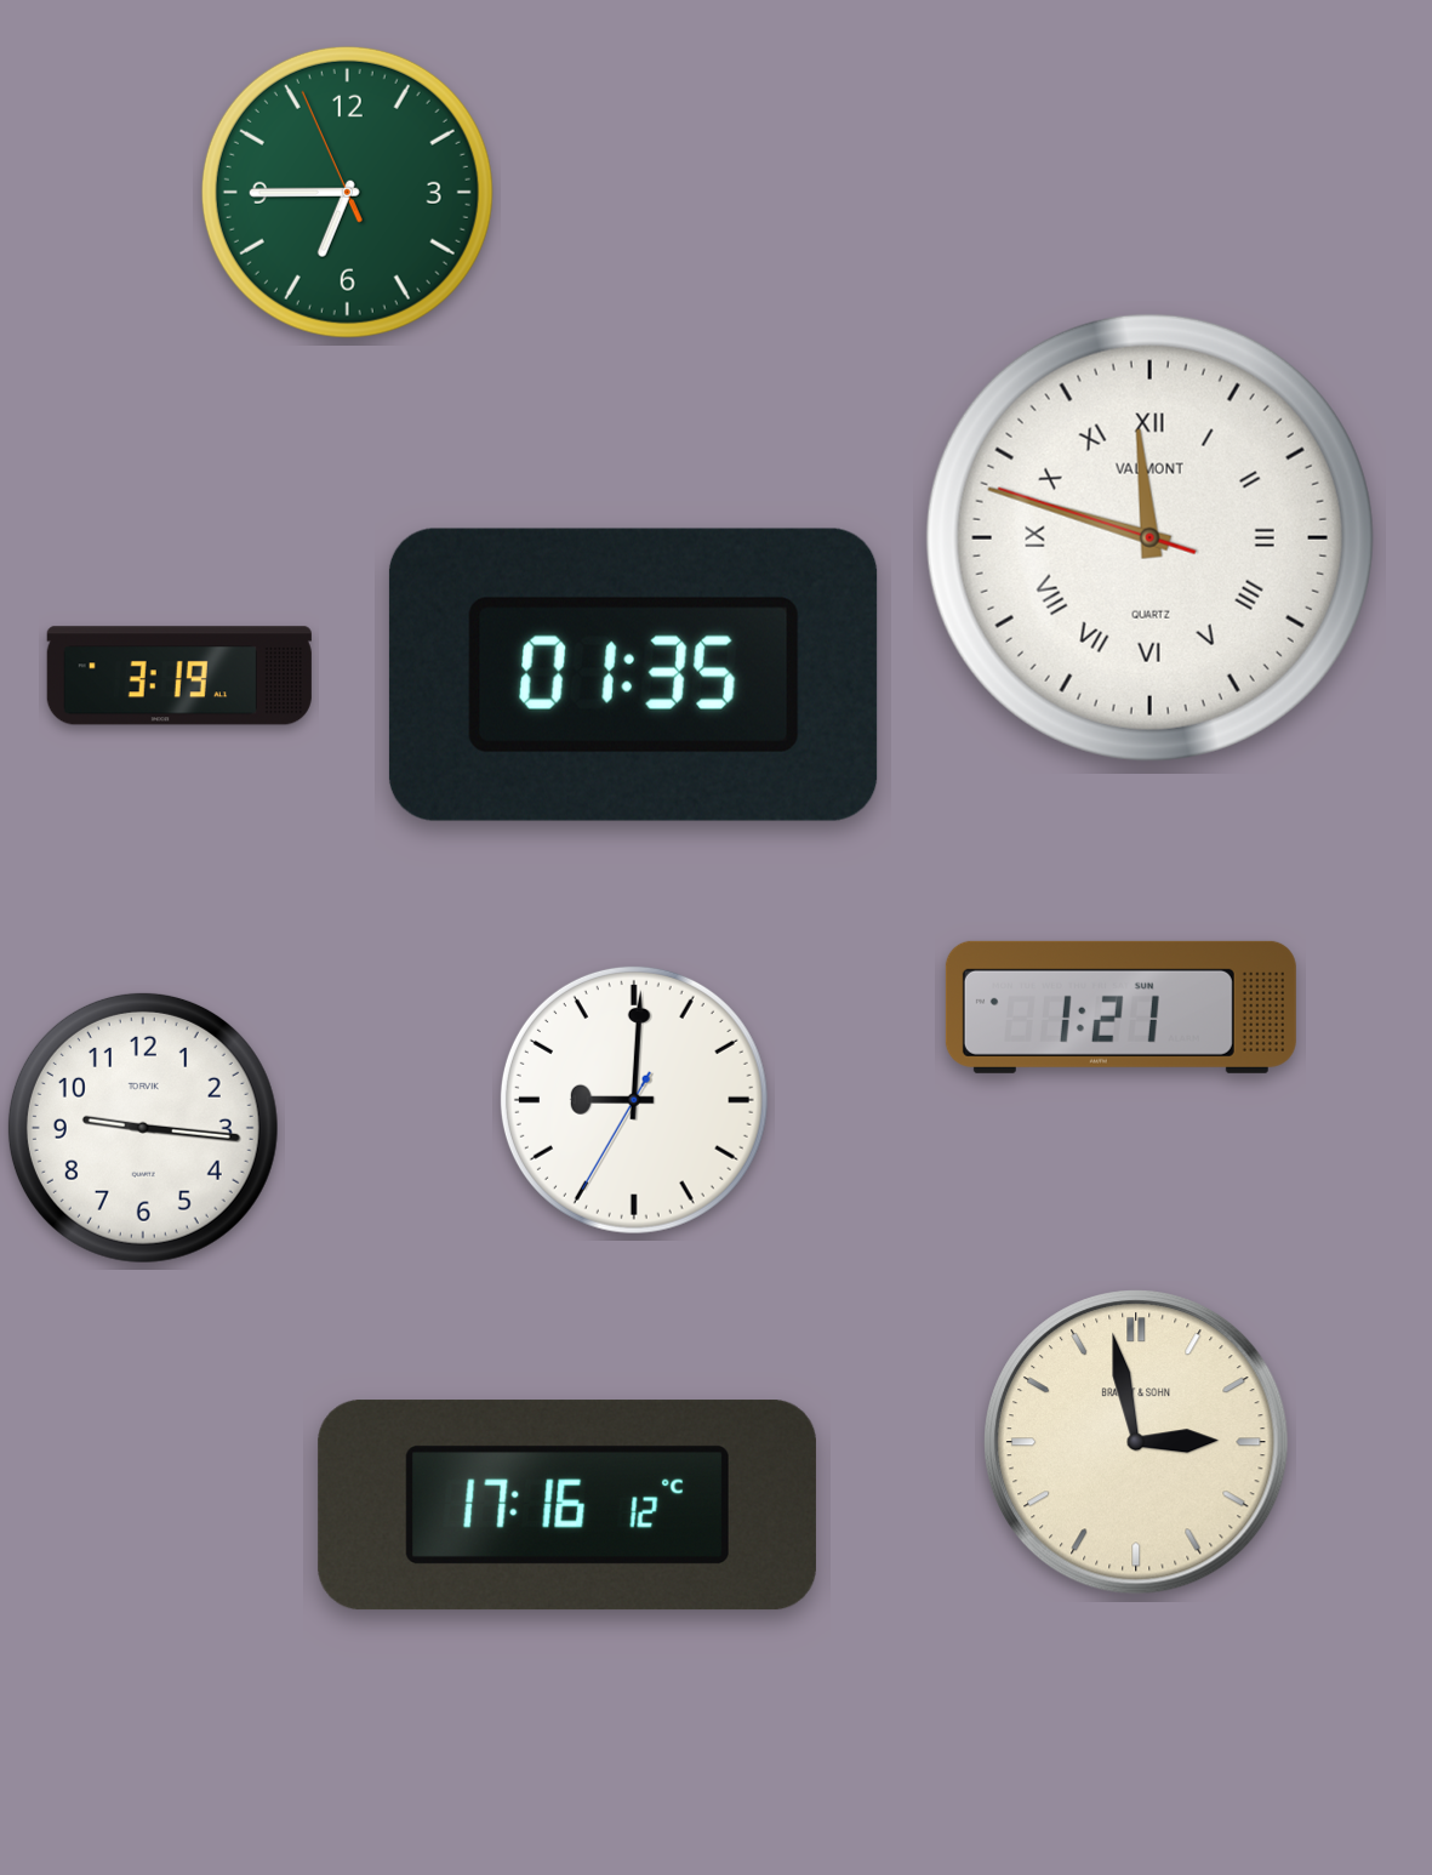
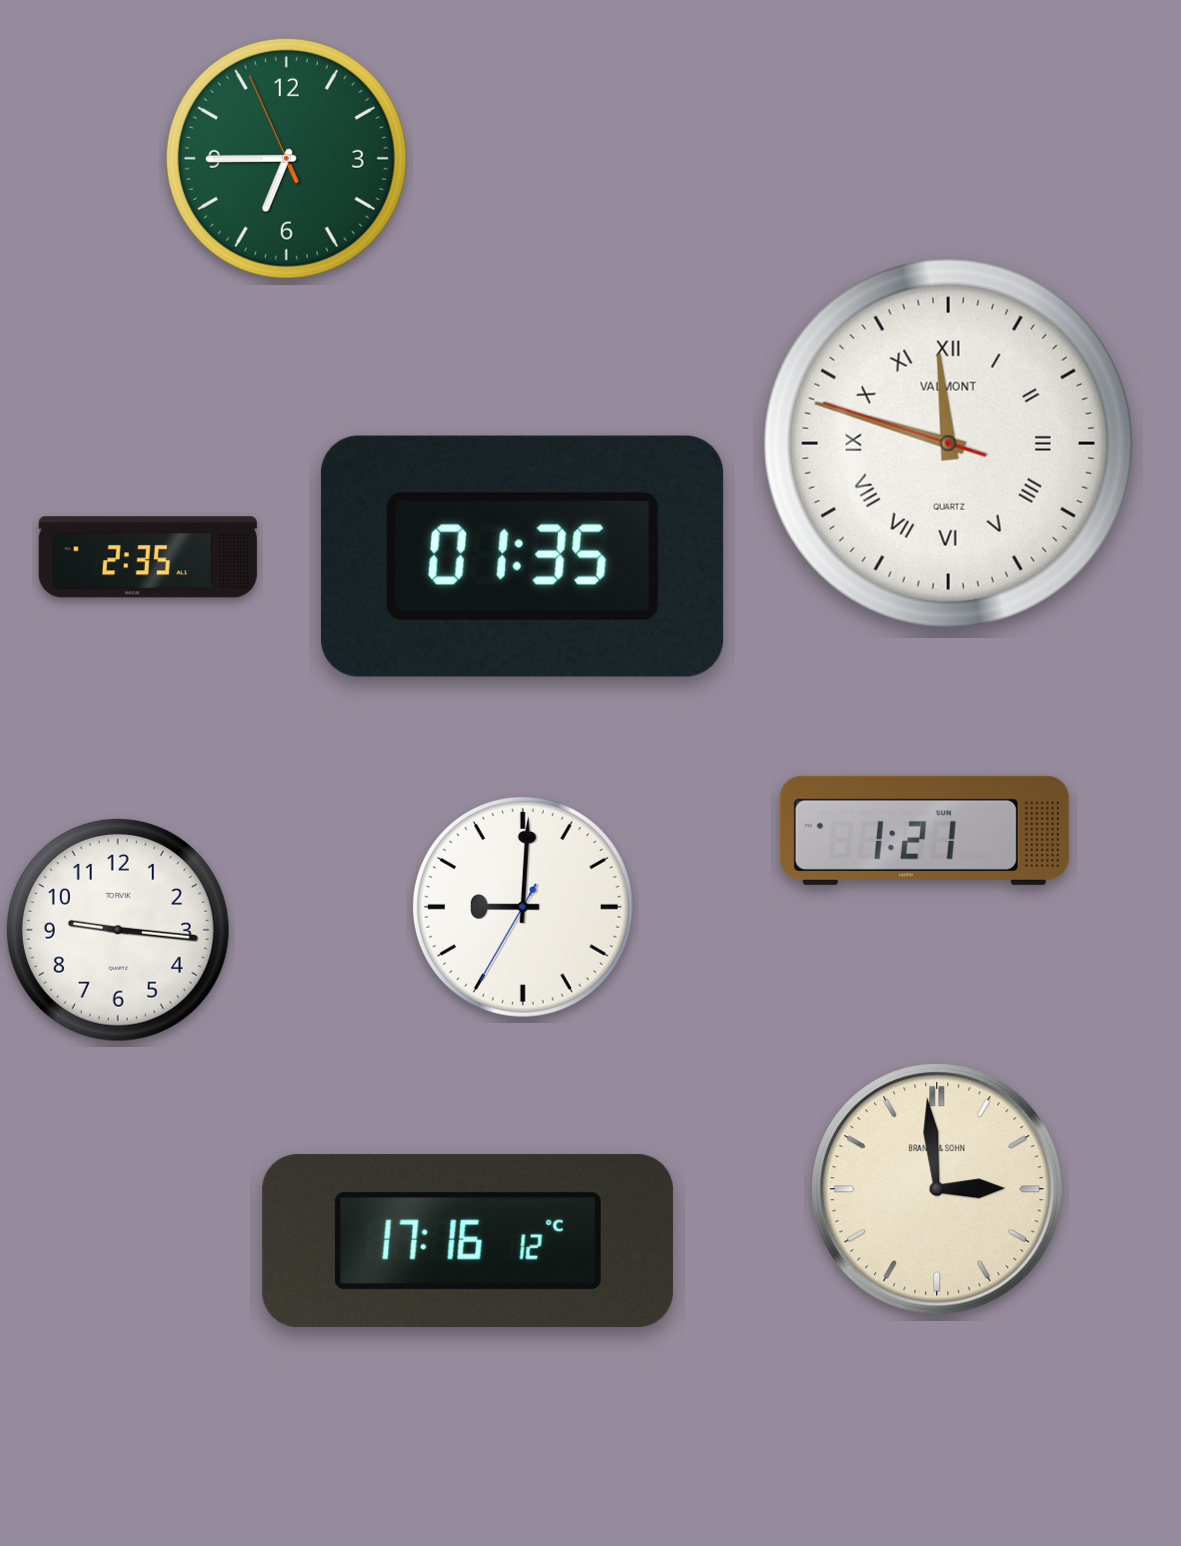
clock at (179, 676): 3:19 -> 2:35
clock at (1136, 1442): 2:58 -> 2:59
